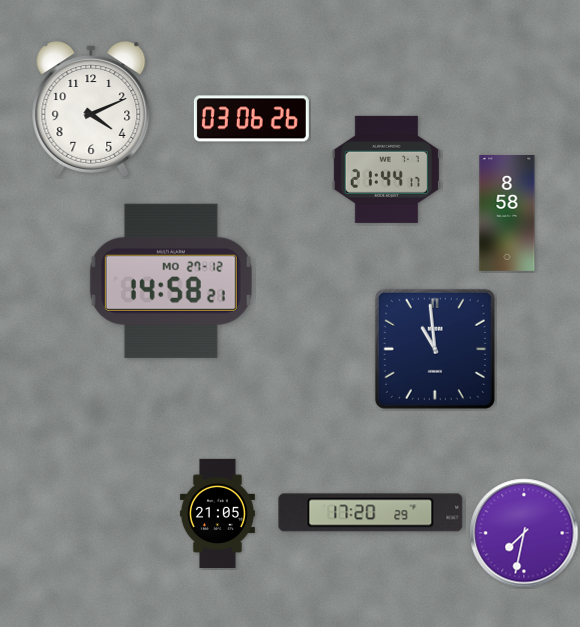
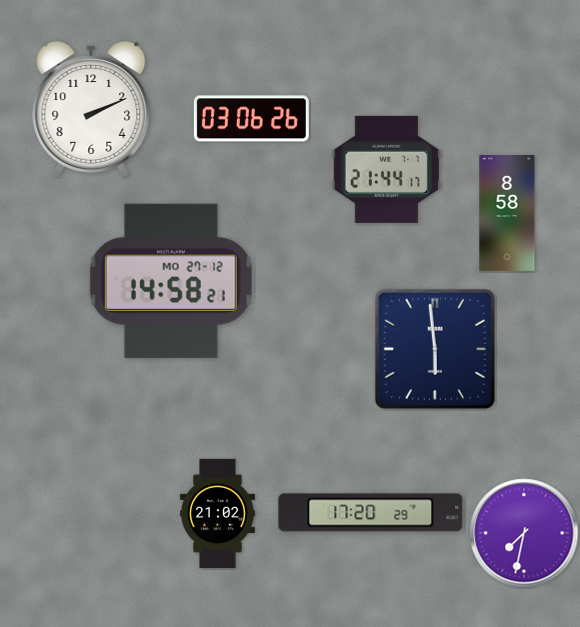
clock at (91, 109): 4:11 -> 2:11
clock at (435, 349): 10:59 -> 5:59
clock at (217, 513): 21:05 -> 21:02
